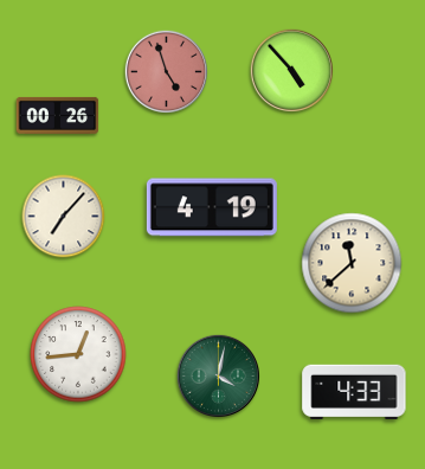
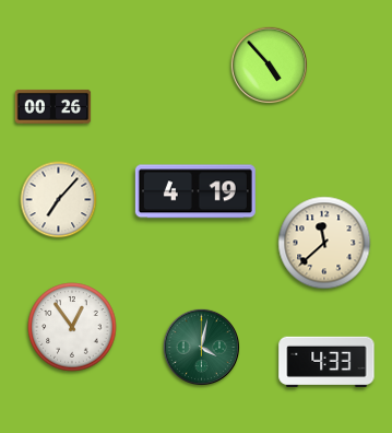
clock at (166, 71): 4:57 -> none
clock at (78, 354): 12:44 -> 12:54
